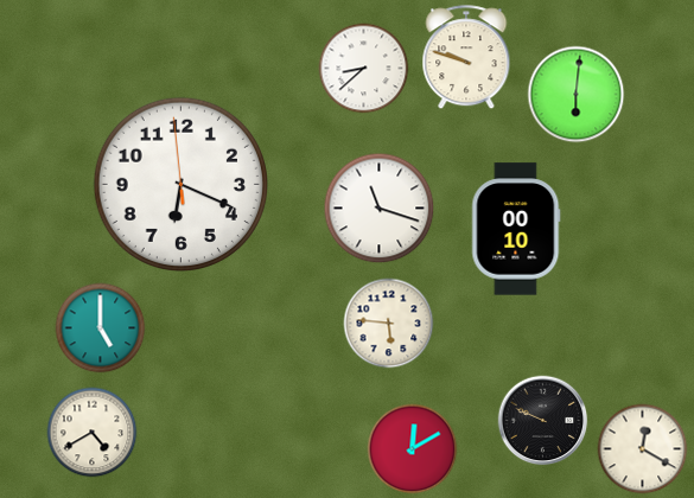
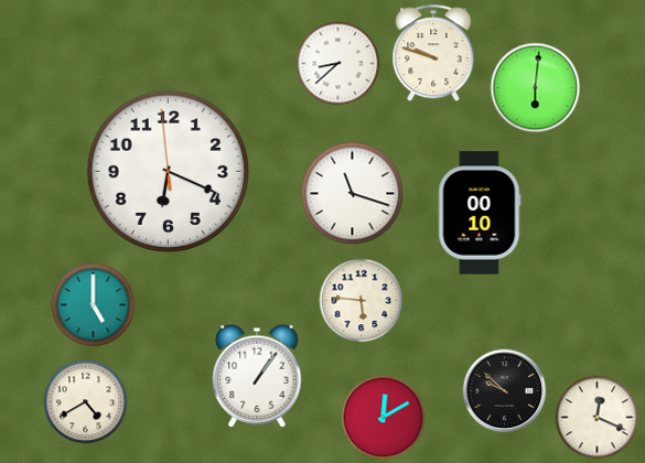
clock at (257, 376): none -> 1:06
clock at (543, 421): 9:49 -> 9:52
clock at (643, 449): 12:20 -> 12:19
